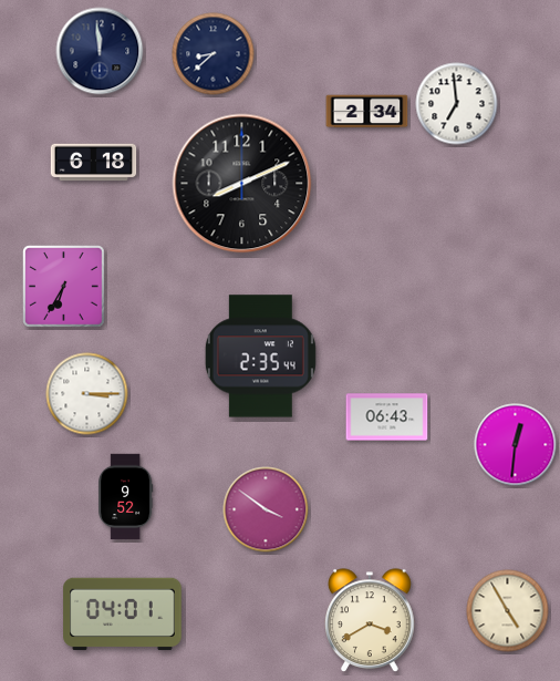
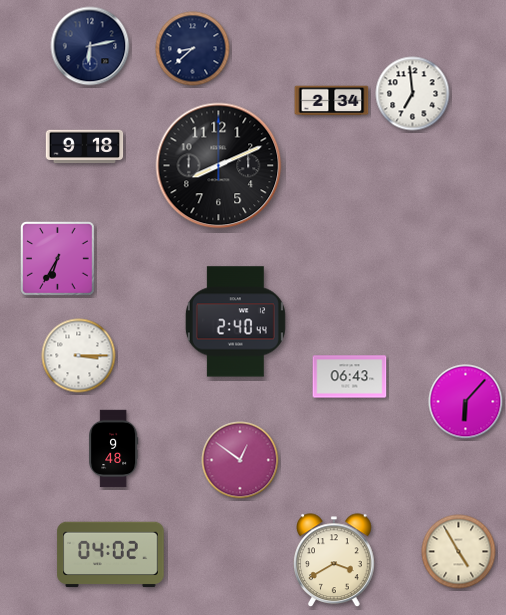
clock at (100, 51): 11:59 -> 6:13
clock at (94, 163): 6:18 -> 9:18
clock at (260, 357): 2:35 -> 2:40
clock at (516, 445): 12:31 -> 6:07
clock at (126, 497): 9:52 -> 9:48
clock at (266, 509): 3:51 -> 12:51
clock at (123, 615): 04:01 -> 04:02
